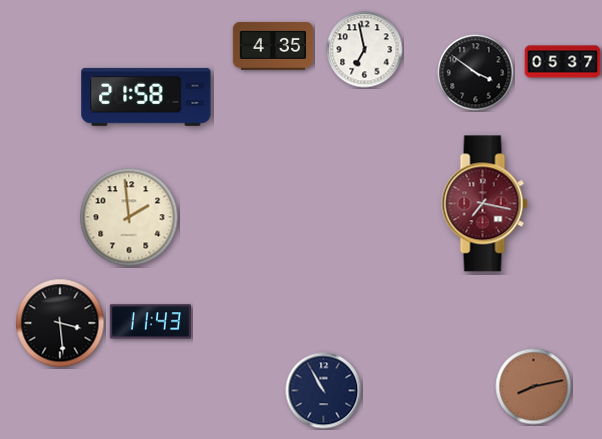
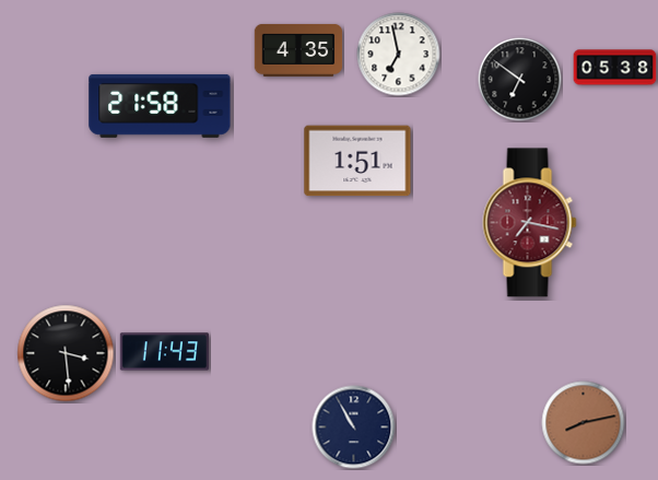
clock at (563, 62): 05:37 -> 05:38
clock at (476, 73): 3:51 -> 6:51
clock at (357, 161): none -> 1:51
clock at (129, 217): 1:59 -> none
